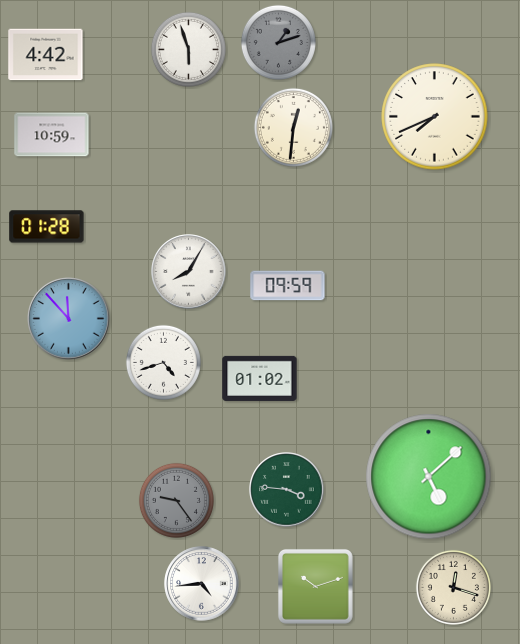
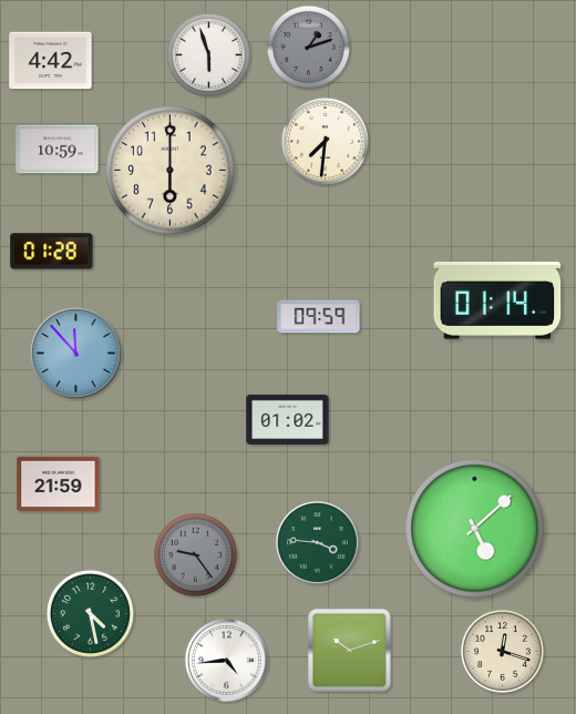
clock at (435, 117): 7:41 -> none
clock at (293, 127): 12:31 -> 7:31
clock at (171, 171): none -> 6:00
clock at (497, 300): none -> 01:14
clock at (189, 272): 8:05 -> none
clock at (163, 362): 4:42 -> none
clock at (59, 483): none -> 21:59
clock at (90, 613): none -> 4:28
clock at (202, 584) position: (202, 584) -> (227, 661)
